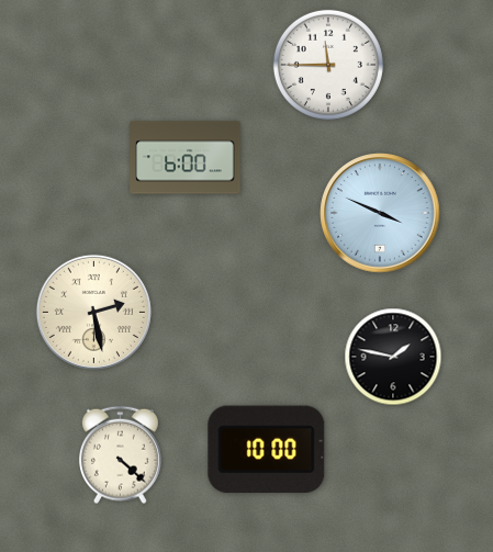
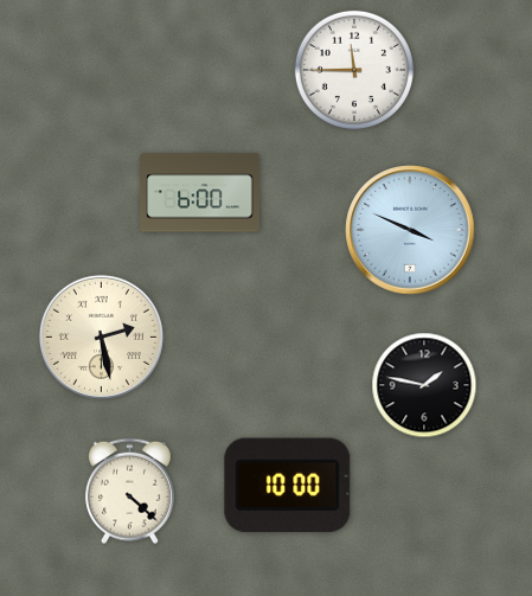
clock at (186, 158) position: (186, 158) -> (200, 193)
